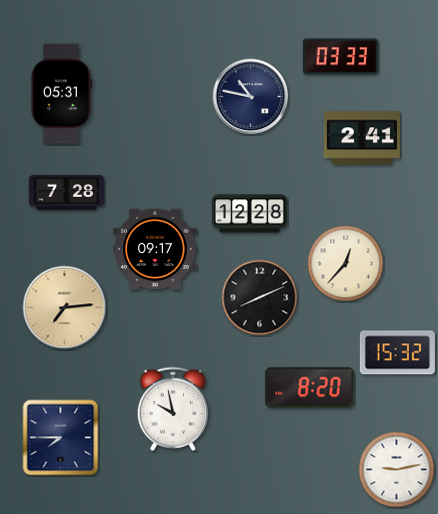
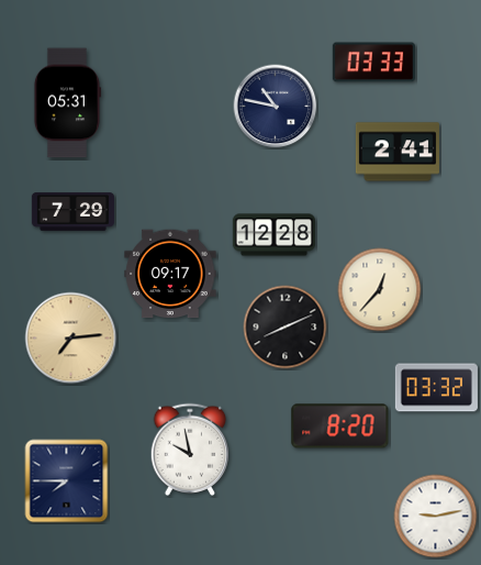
clock at (66, 193): 7:28 -> 7:29
clock at (397, 353): 15:32 -> 03:32
